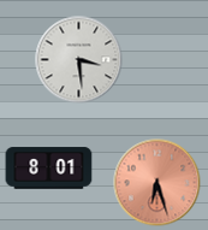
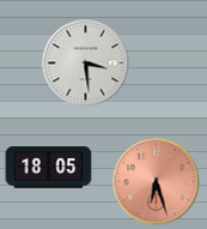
clock at (79, 60) position: (79, 60) -> (86, 64)
clock at (49, 169): 8:01 -> 18:05
